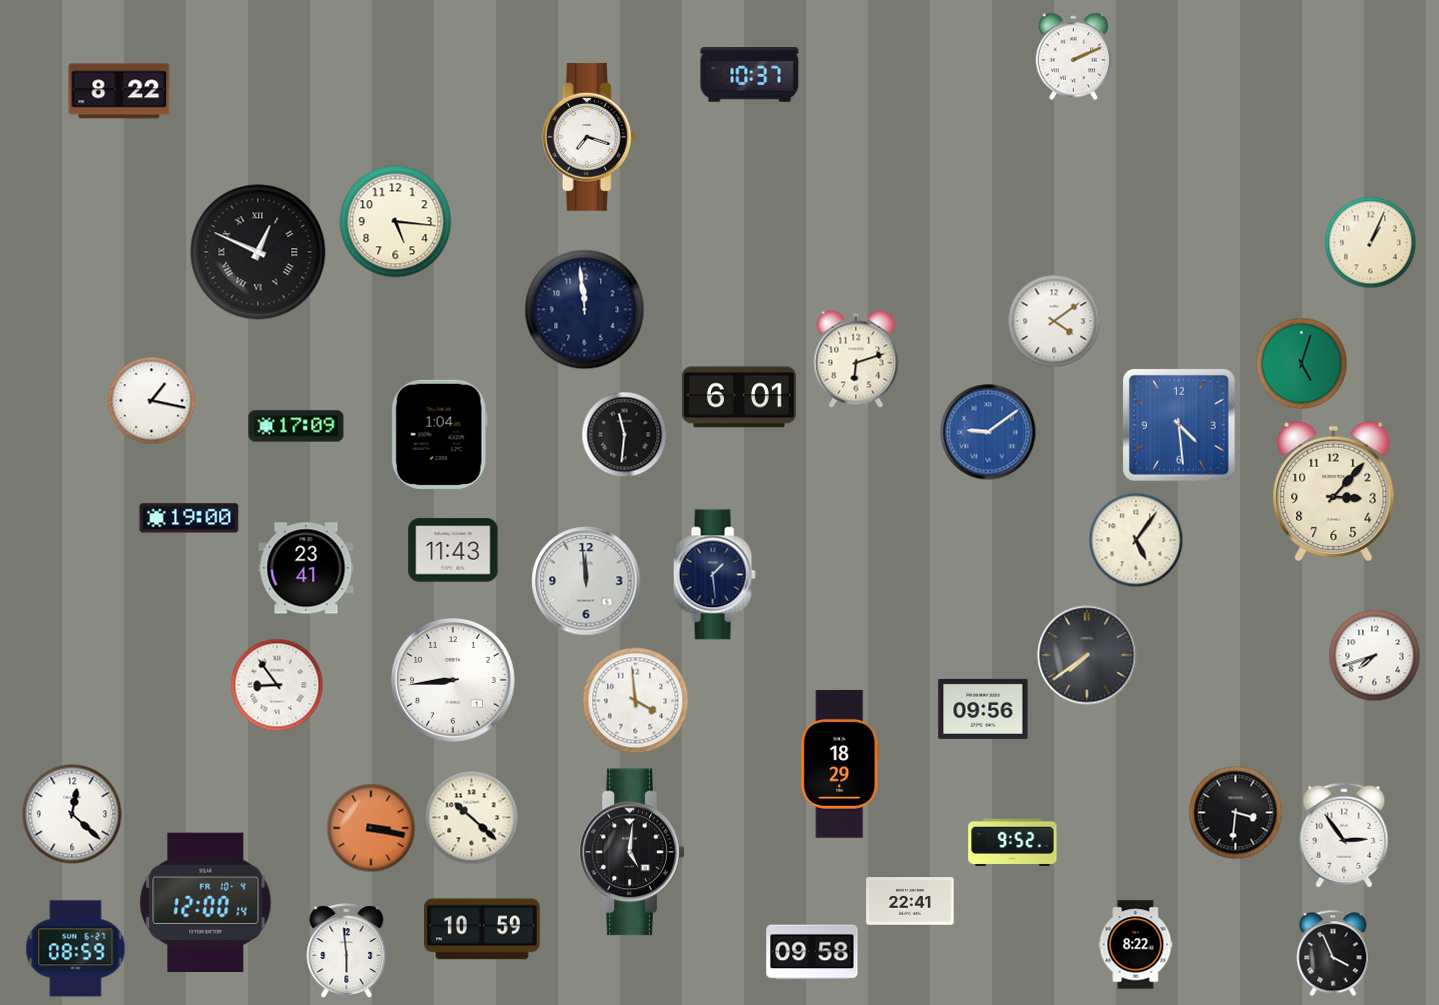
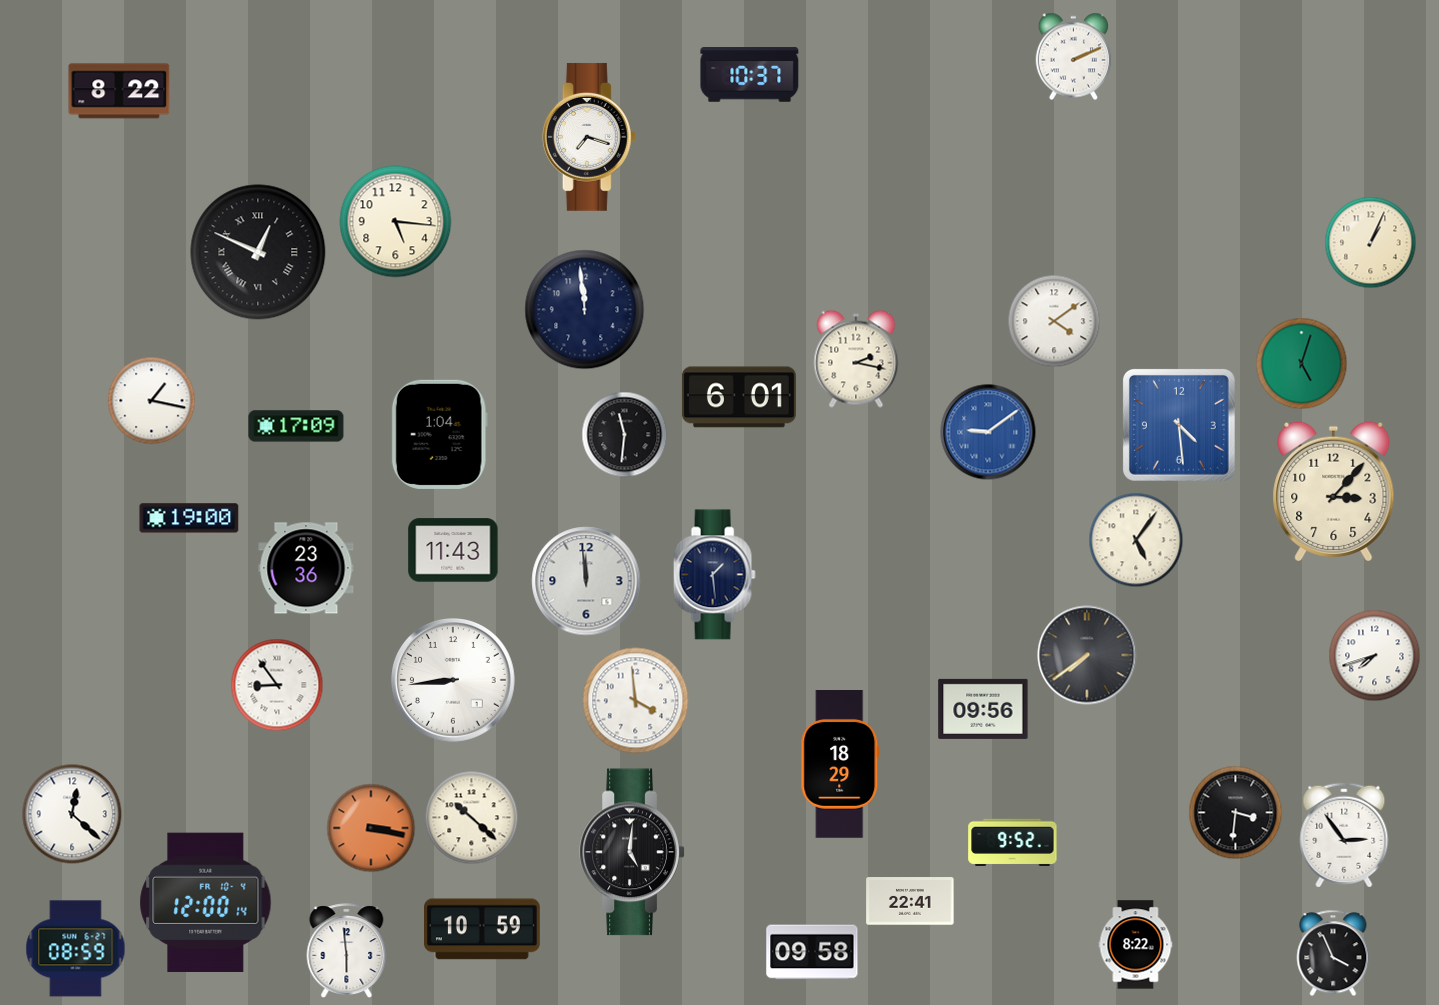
clock at (856, 359): 6:12 -> 2:17
clock at (306, 568): 23:41 -> 23:36
